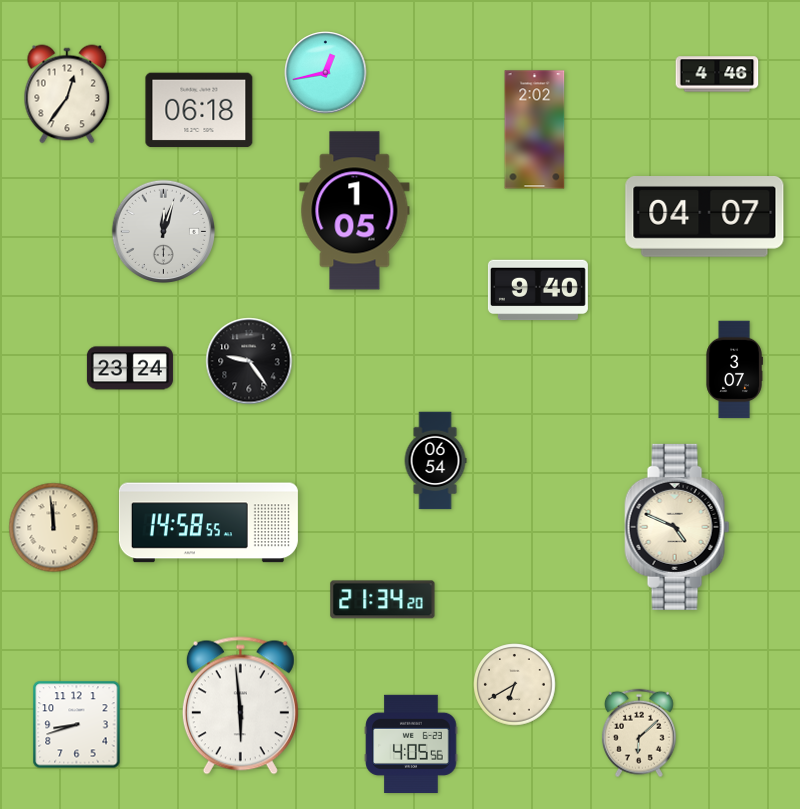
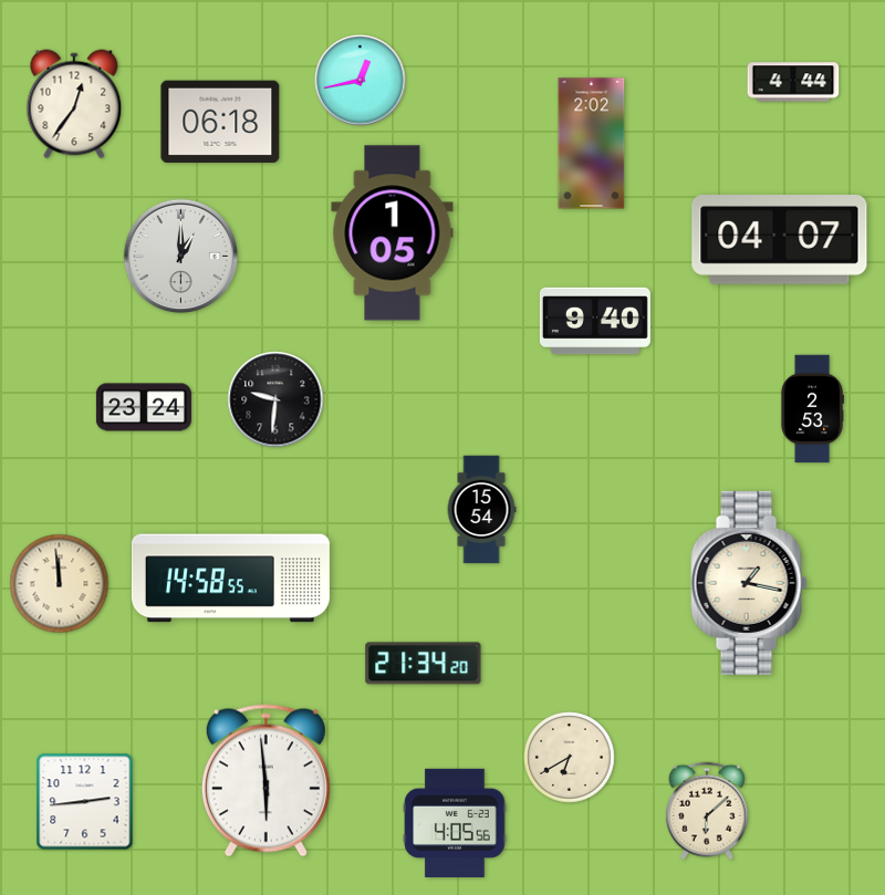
clock at (717, 74): 4:46 -> 4:44
clock at (163, 231): 12:03 -> 1:00
clock at (249, 361): 9:24 -> 9:31
clock at (734, 370): 3:07 -> 2:53
clock at (435, 461): 06:54 -> 15:54
clock at (677, 527): 4:49 -> 1:17
clock at (77, 725): 8:42 -> 2:44
